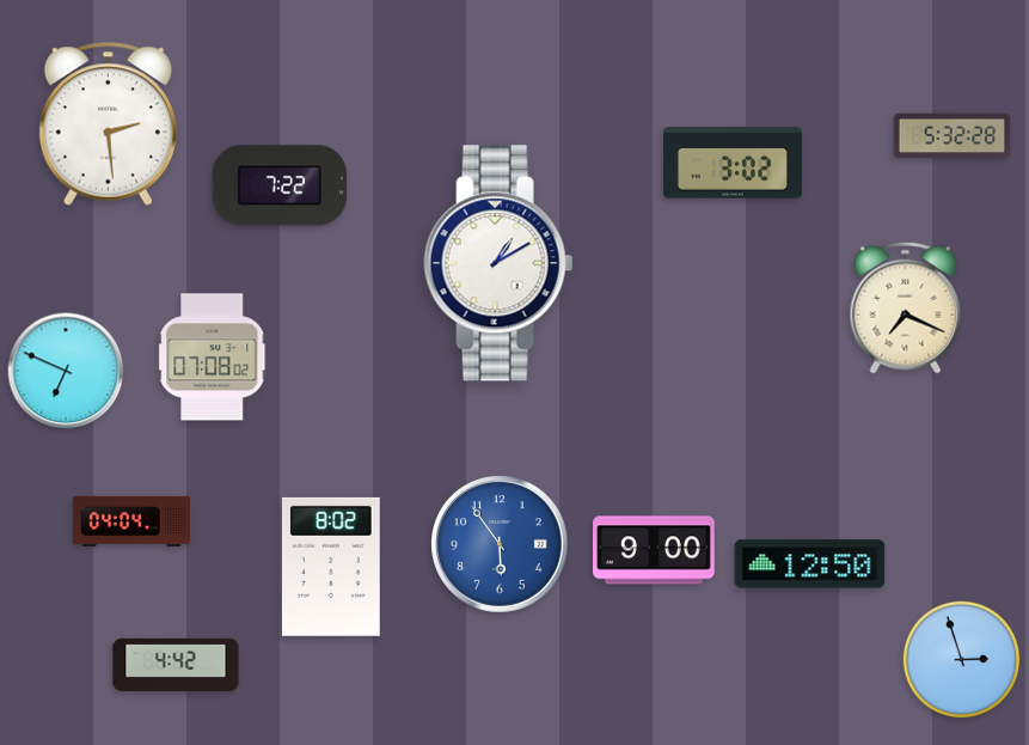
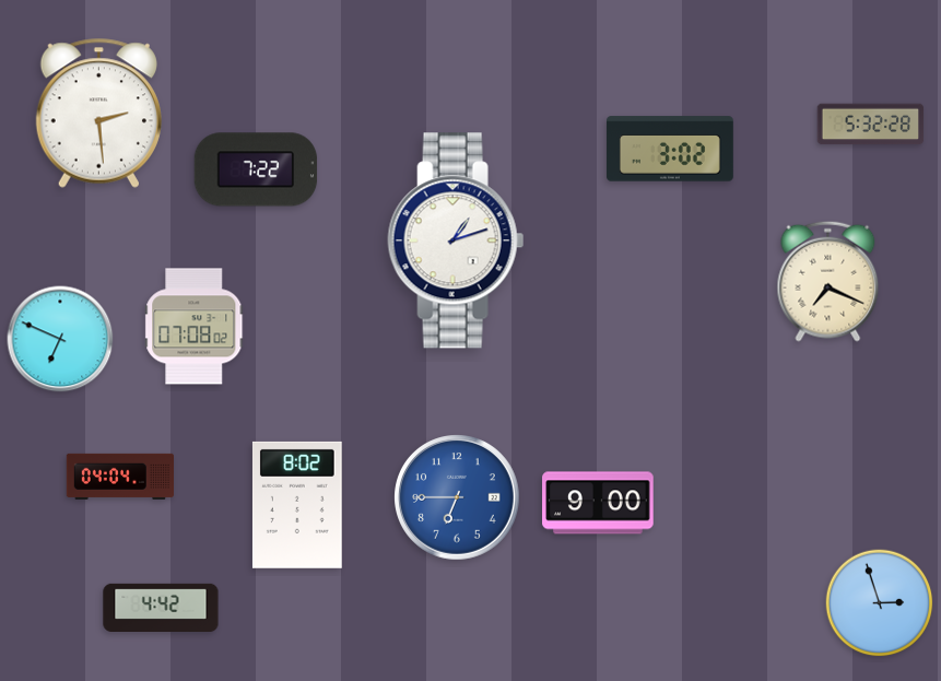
clock at (498, 263): 1:10 -> 1:12
clock at (501, 545): 5:54 -> 6:45
clock at (810, 564): 12:50 -> none
clock at (331, 567) position: (331, 567) -> (297, 505)
